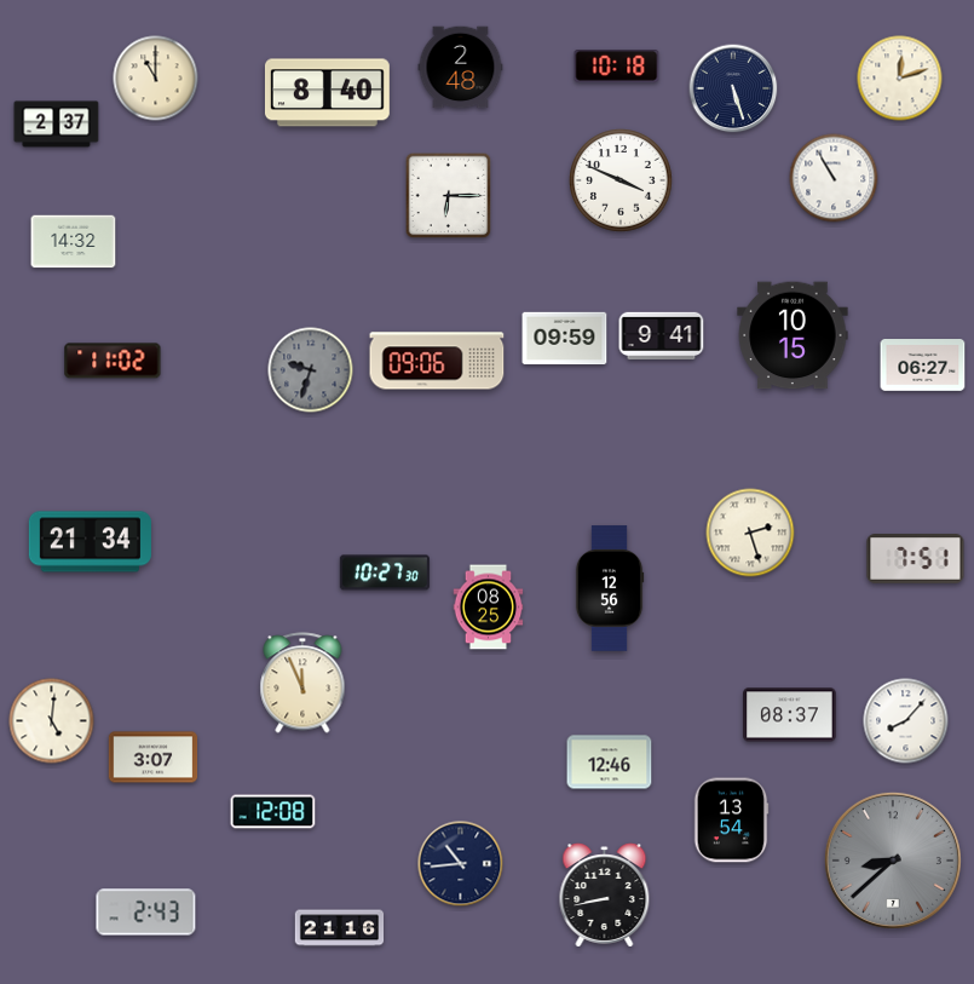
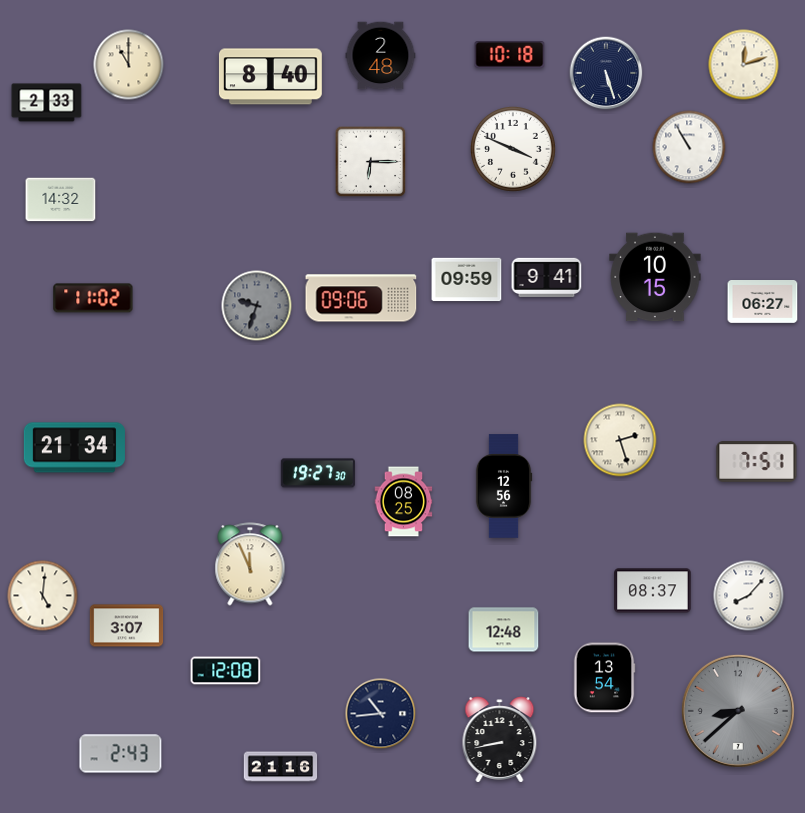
clock at (57, 125): 2:37 -> 2:33
clock at (385, 572): 10:27 -> 19:27
clock at (610, 763): 12:46 -> 12:48
